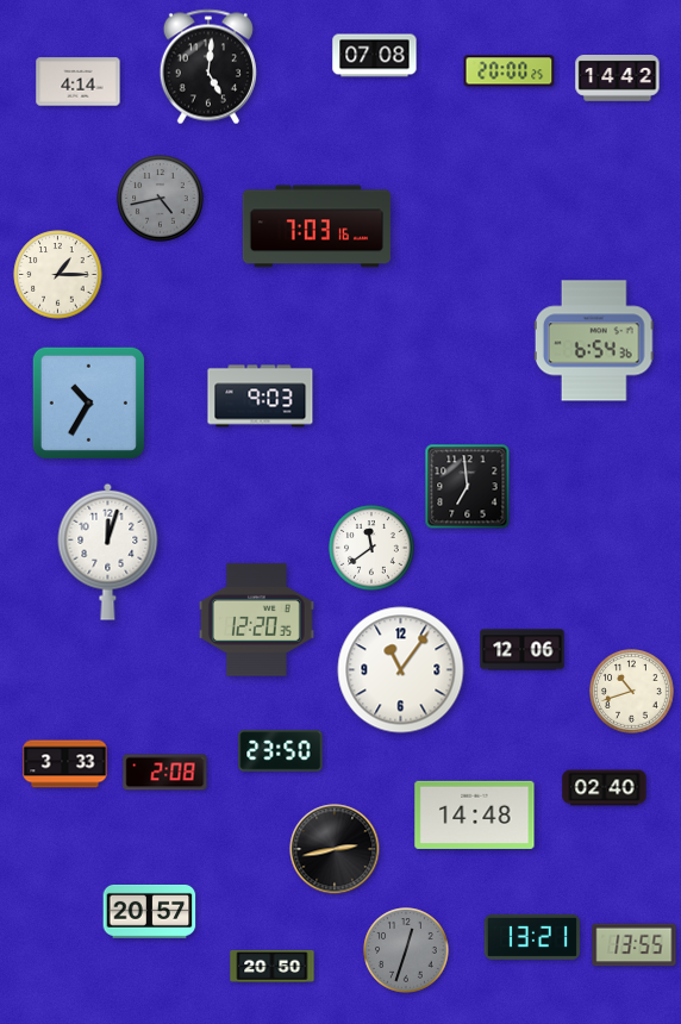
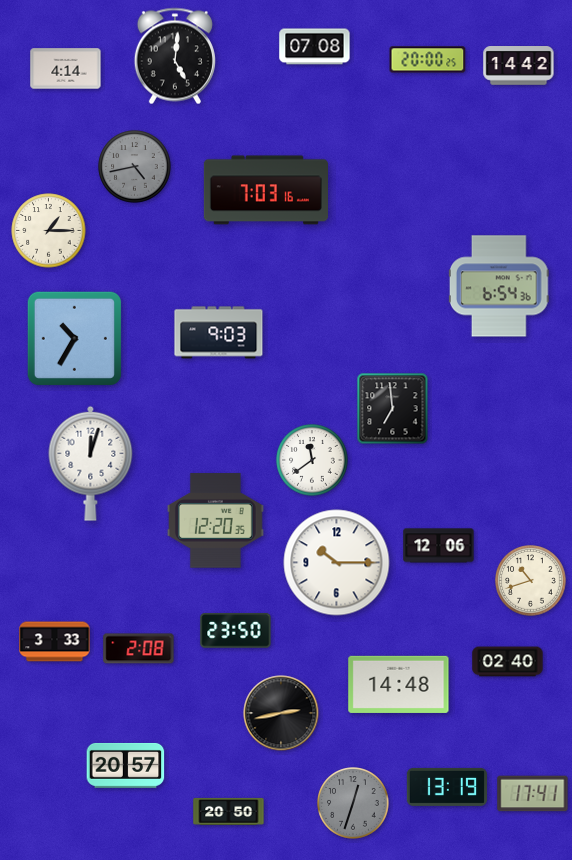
clock at (401, 670): 11:06 -> 10:15
clock at (532, 937): 13:21 -> 13:19
clock at (635, 945): 13:55 -> 17:41
clock at (406, 950) position: (406, 950) -> (353, 803)
